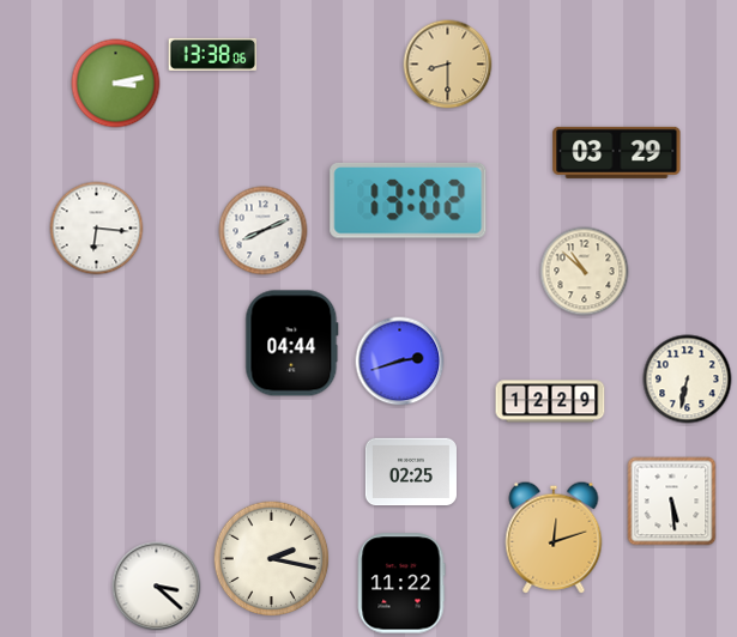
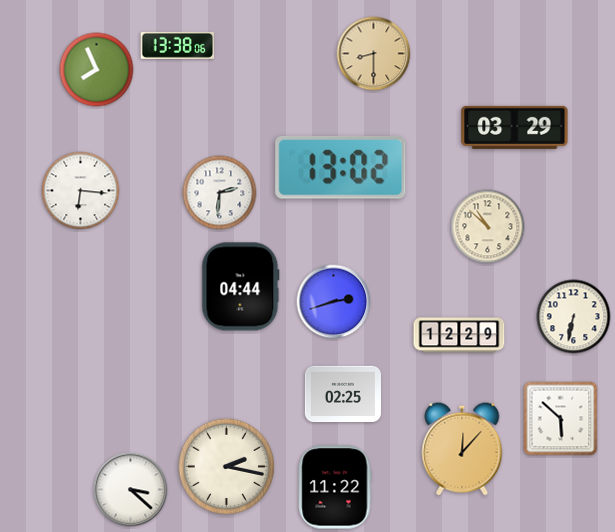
clock at (116, 84): 3:13 -> 7:56
clock at (264, 231): 8:11 -> 2:31
clock at (292, 344) position: (292, 344) -> (241, 287)
clock at (672, 502): 5:29 -> 5:52
clock at (554, 538): 12:12 -> 12:07
